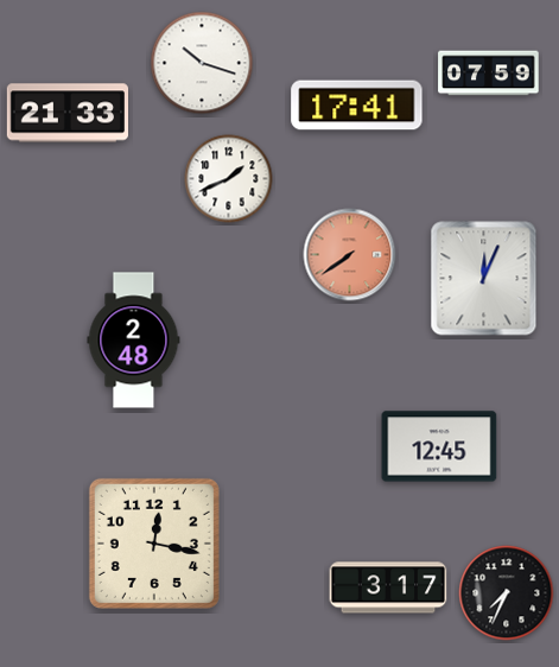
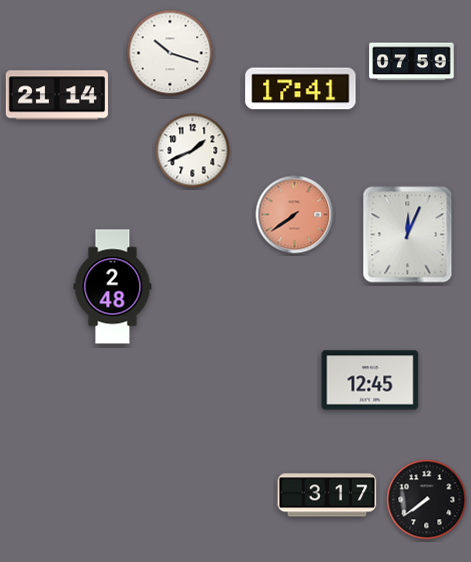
clock at (66, 113): 21:33 -> 21:14
clock at (439, 446) position: (439, 446) -> (370, 380)
clock at (154, 544): 12:17 -> none
clock at (507, 593): 7:34 -> 7:39
